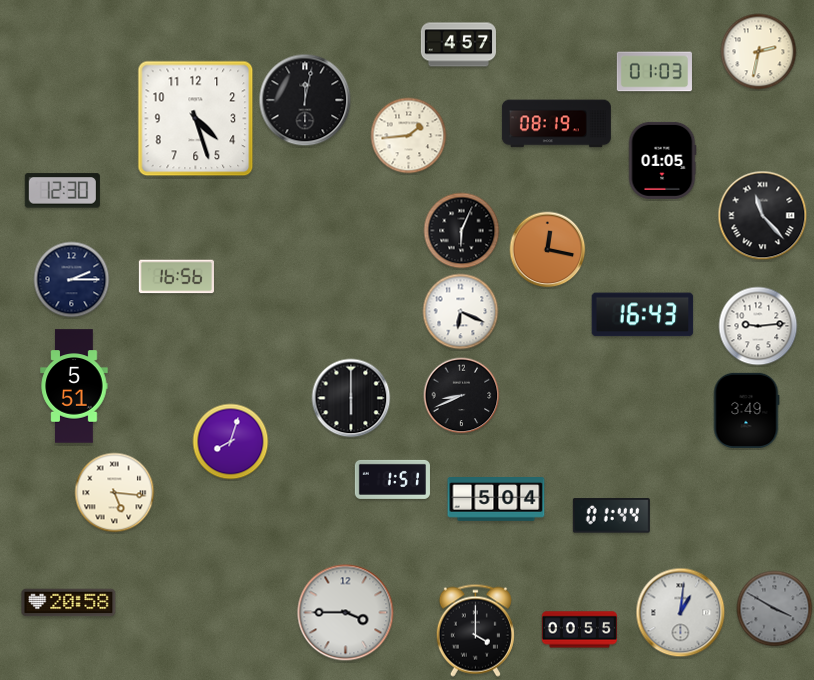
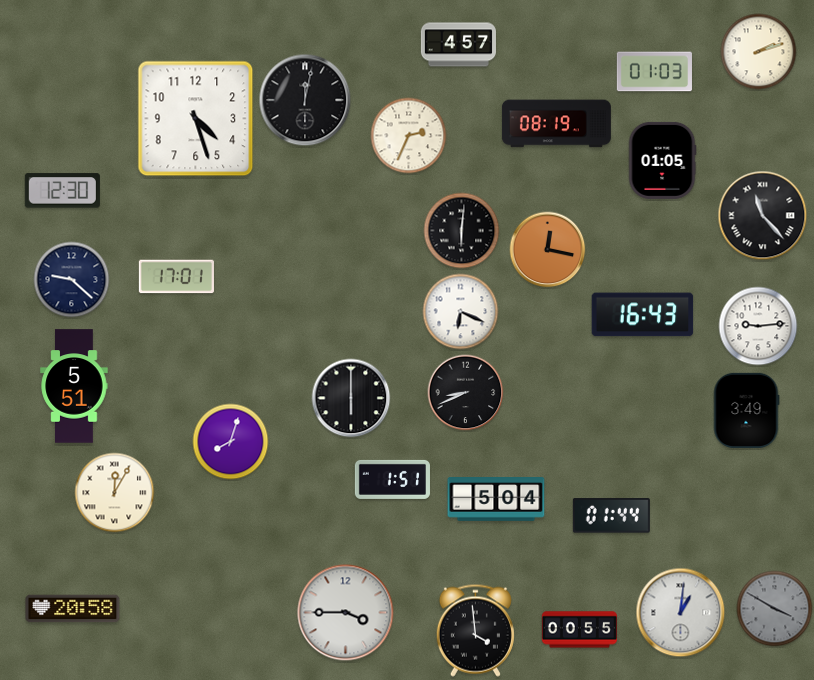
clock at (759, 52): 2:32 -> 2:12
clock at (409, 136): 1:44 -> 2:34
clock at (462, 231): 6:04 -> 6:01
clock at (176, 277): 16:56 -> 17:01
clock at (72, 280): 2:15 -> 9:22
clock at (462, 396) position: (462, 396) -> (466, 393)
clock at (115, 493): 5:16 -> 12:05
clock at (69, 603) position: (69, 603) -> (73, 609)
clock at (475, 630): 4:00 -> 3:59
